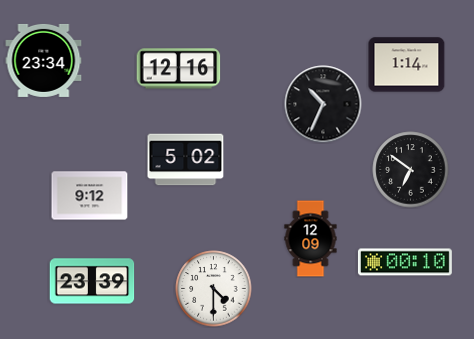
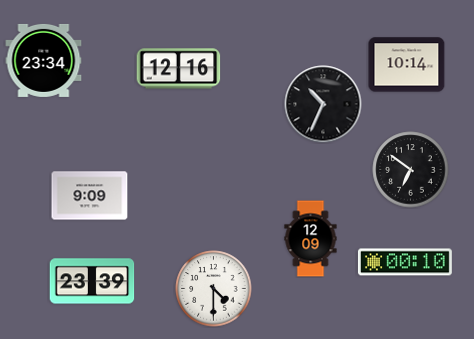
clock at (407, 65): 1:14 -> 10:14
clock at (186, 160): 5:02 -> none
clock at (90, 196): 9:12 -> 9:09
